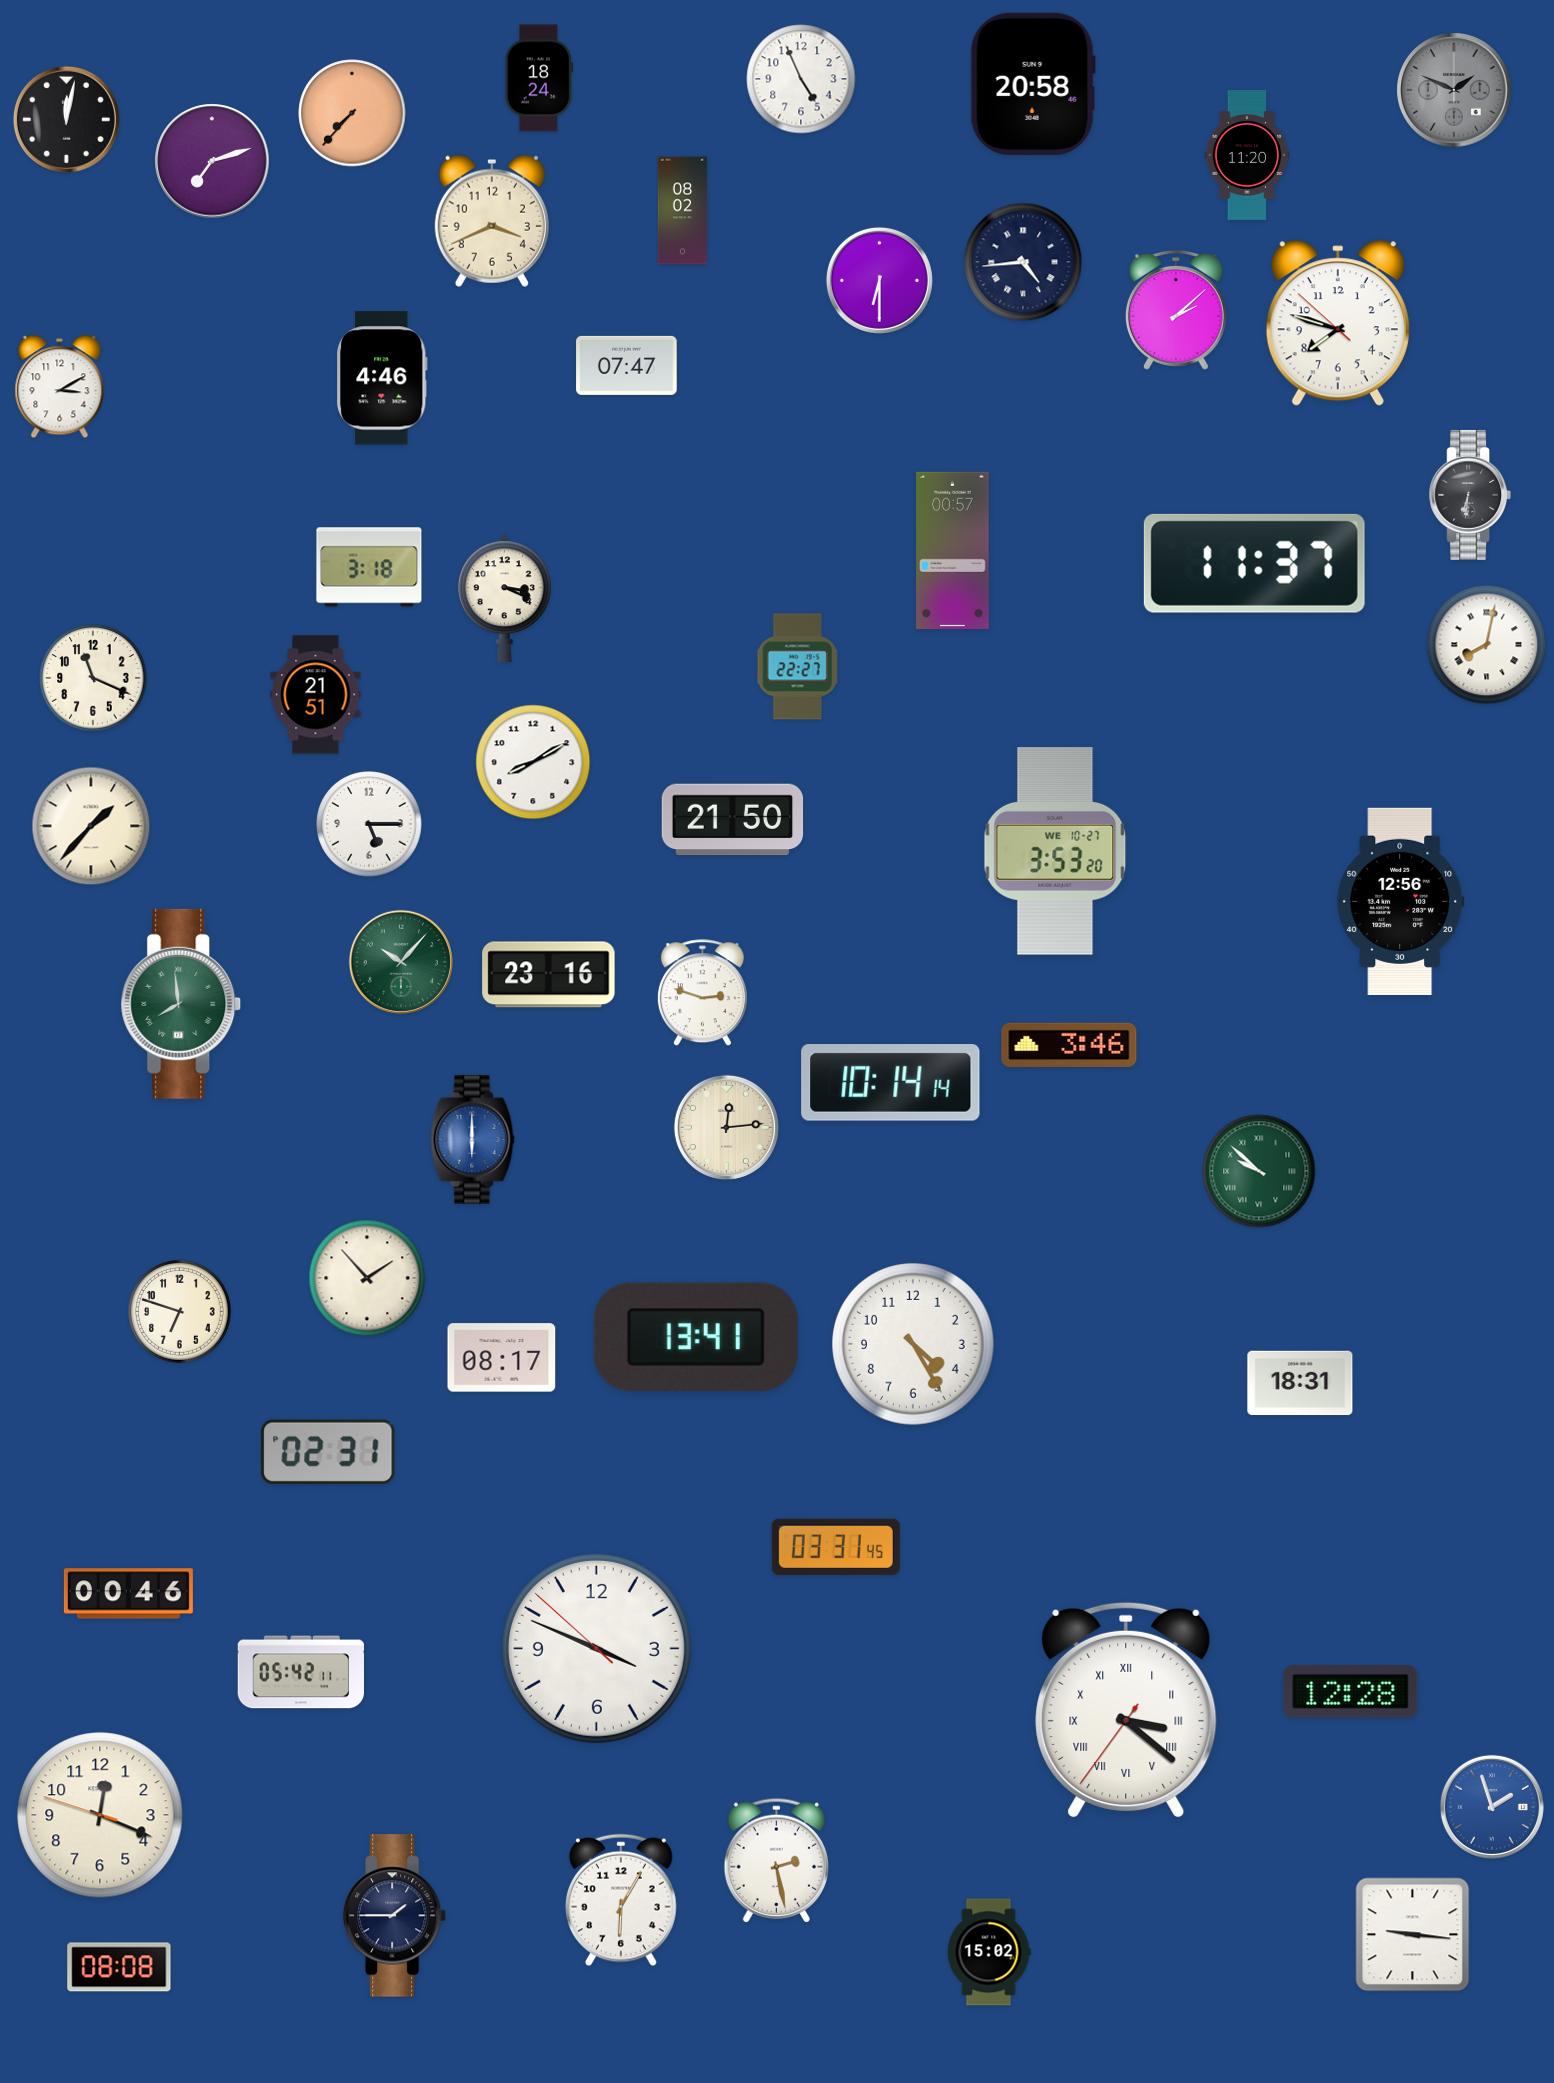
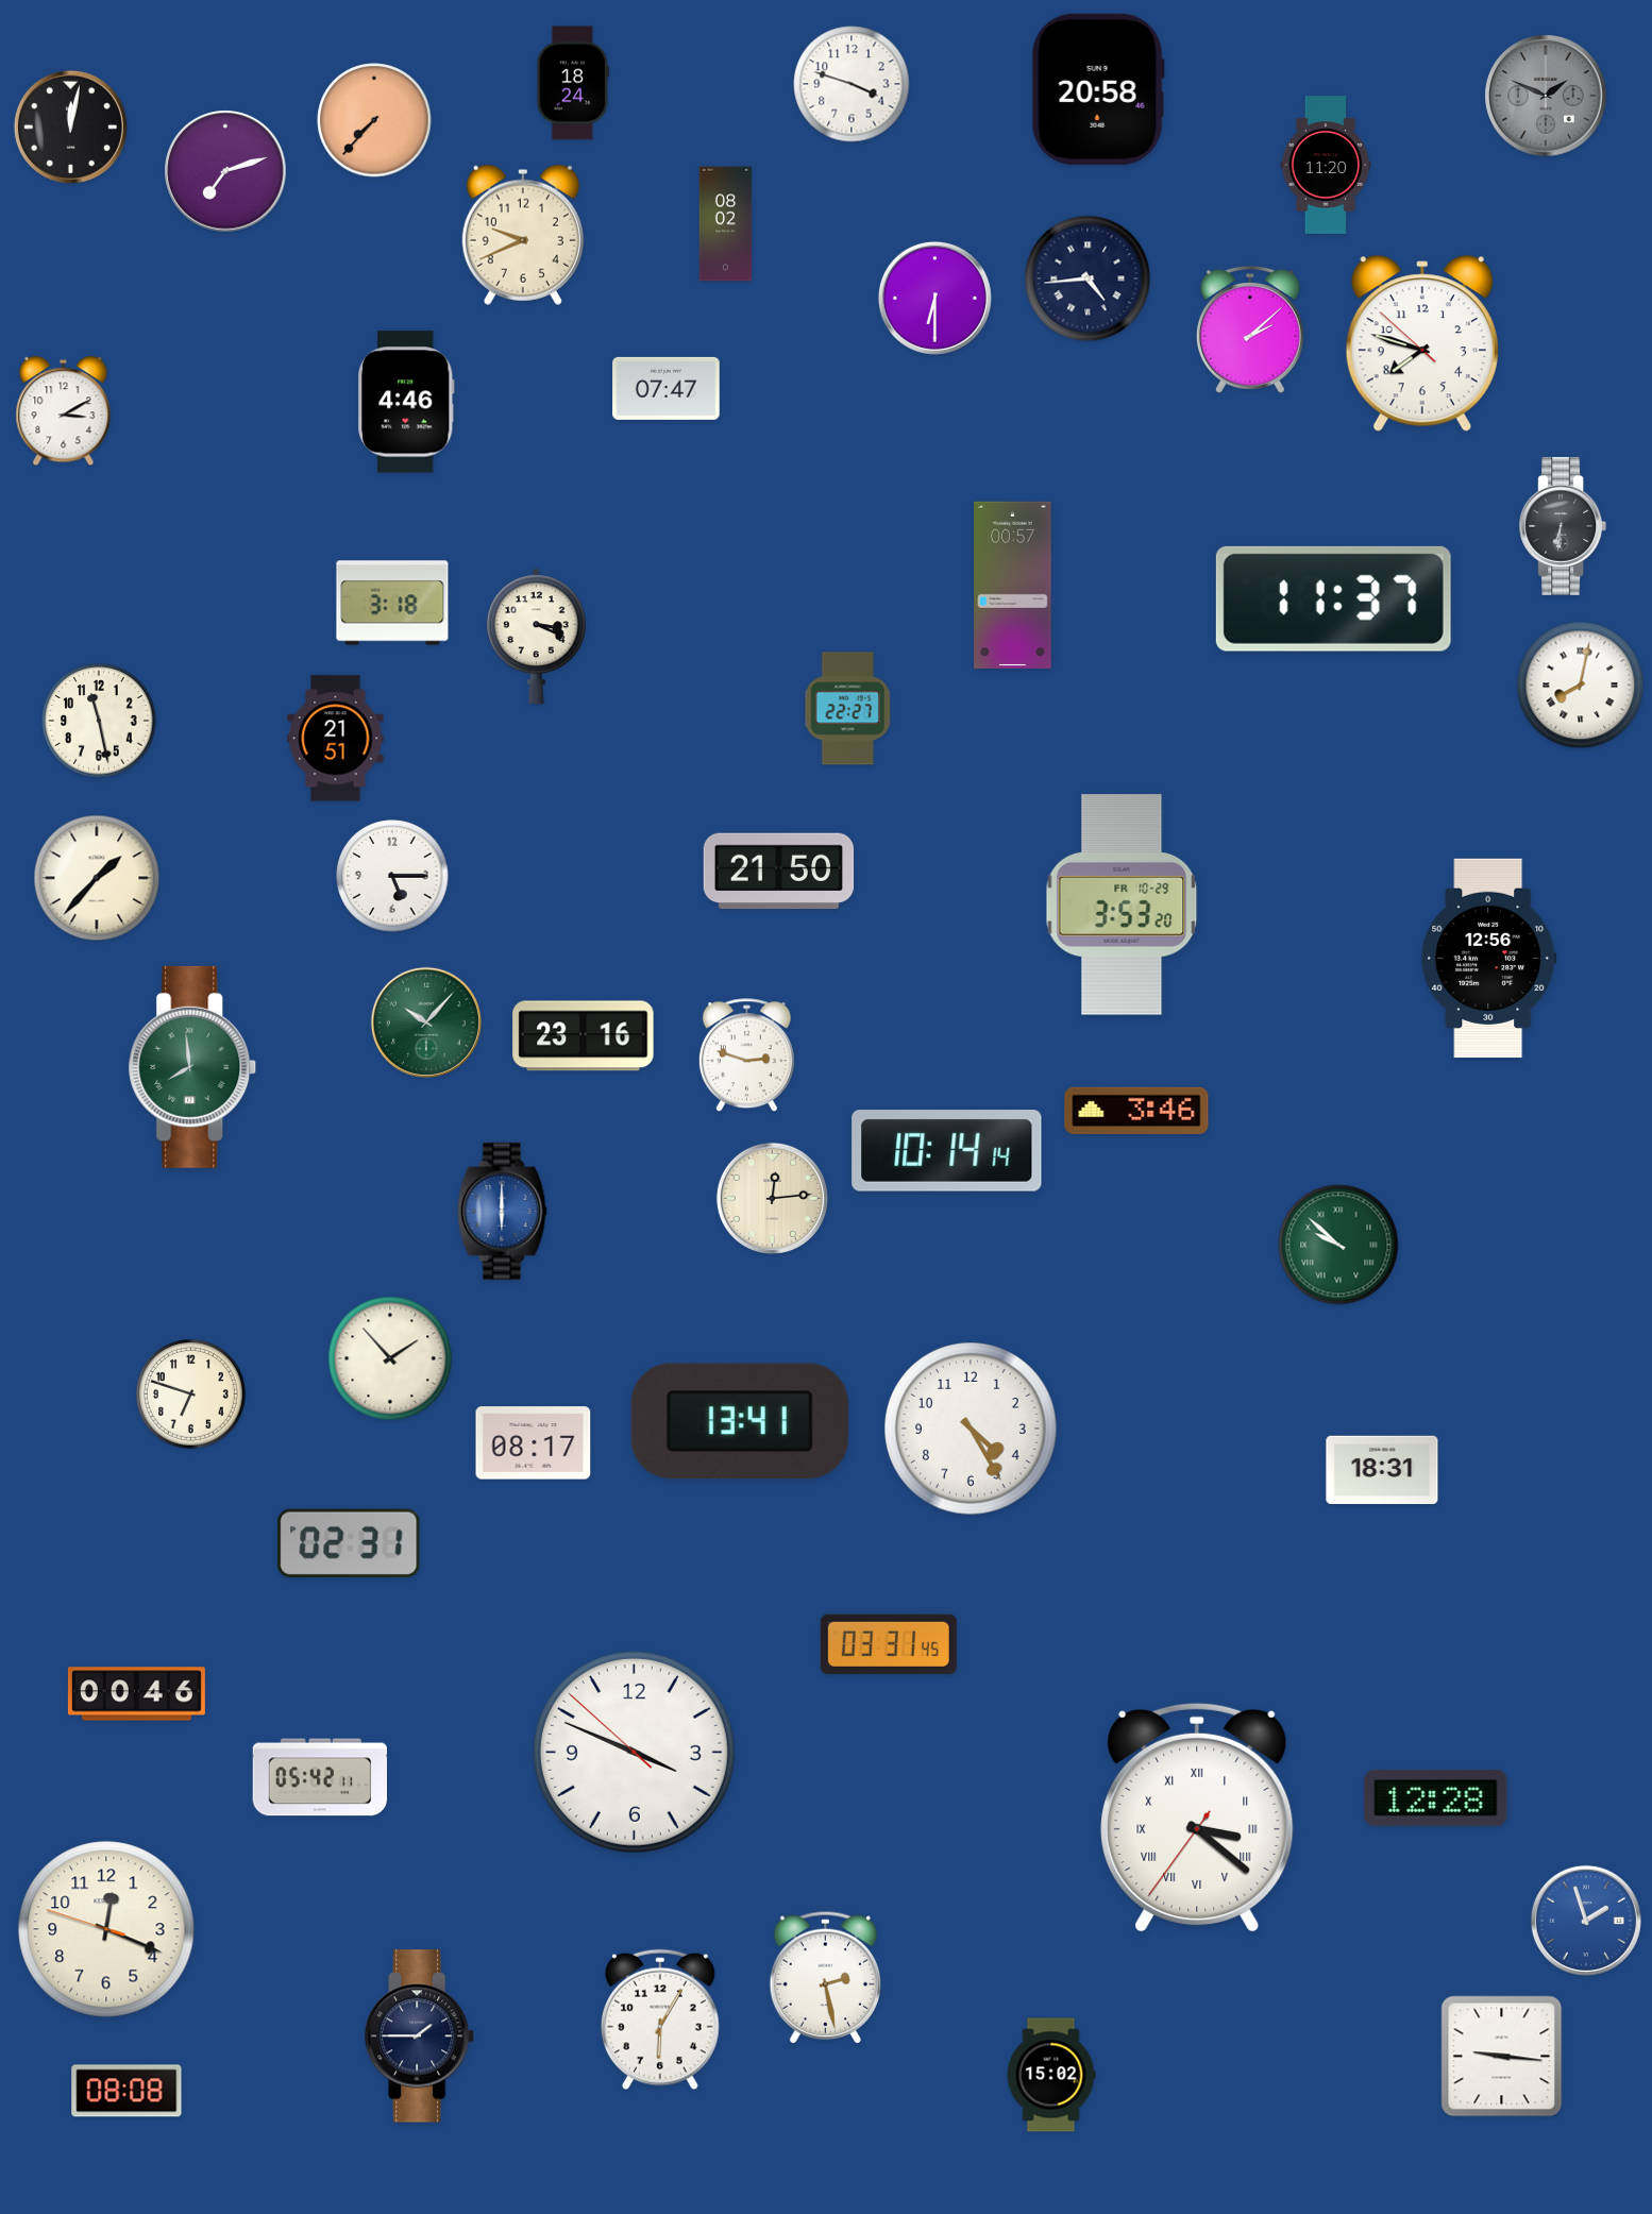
clock at (801, 79): 4:56 -> 3:48
clock at (492, 221): 3:41 -> 9:41
clock at (93, 678): 11:19 -> 11:28
clock at (533, 762): 8:10 -> none
clock at (1055, 851) date: WE 10-27 -> FR 10-29
